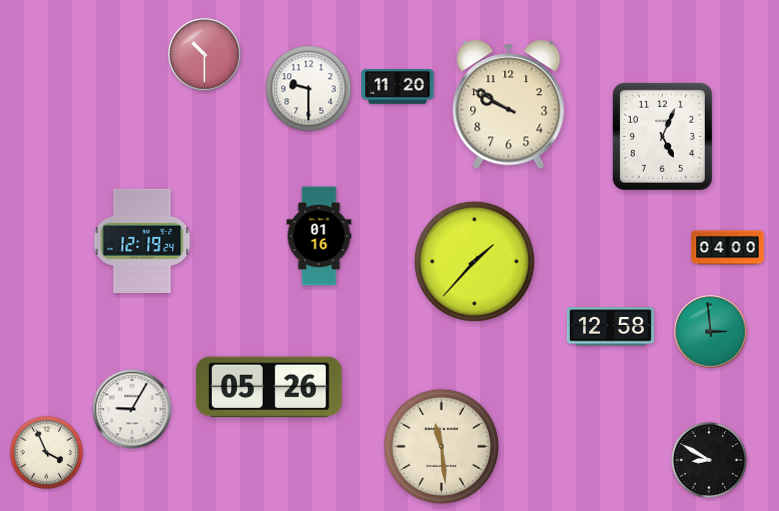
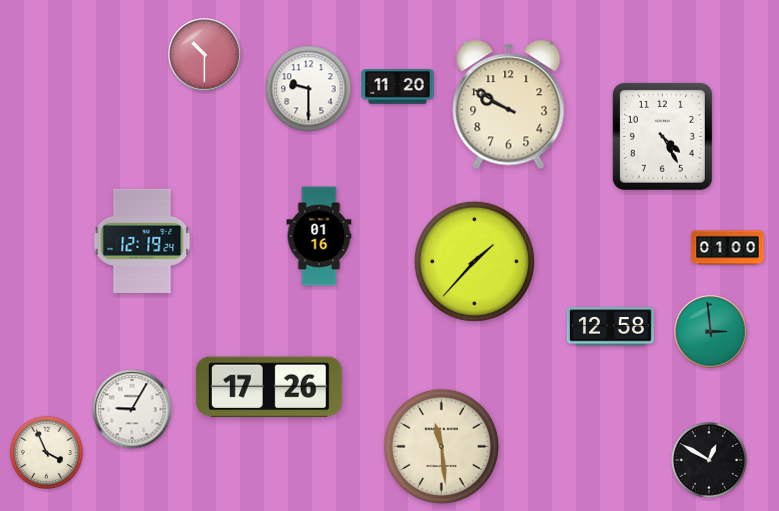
clock at (662, 136): 5:04 -> 4:25
clock at (728, 248): 04:00 -> 01:00
clock at (269, 387): 05:26 -> 17:26
clock at (710, 461): 8:50 -> 12:50
